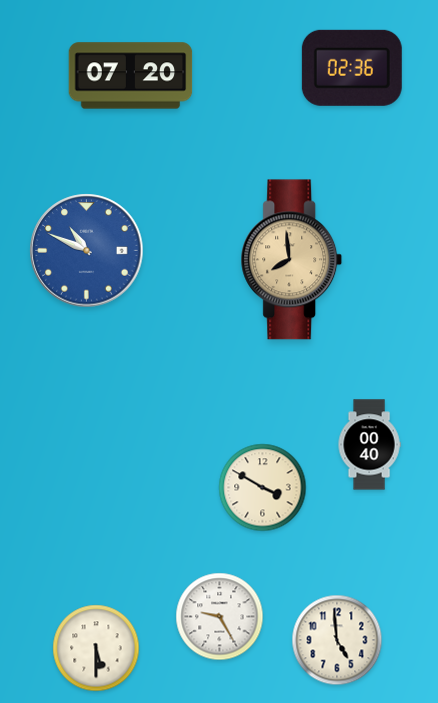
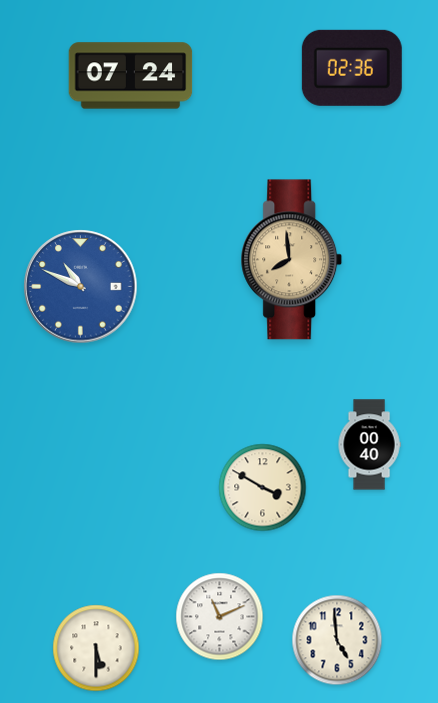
clock at (131, 76): 07:20 -> 07:24
clock at (87, 251) position: (87, 251) -> (81, 287)
clock at (220, 617): 9:25 -> 11:11
